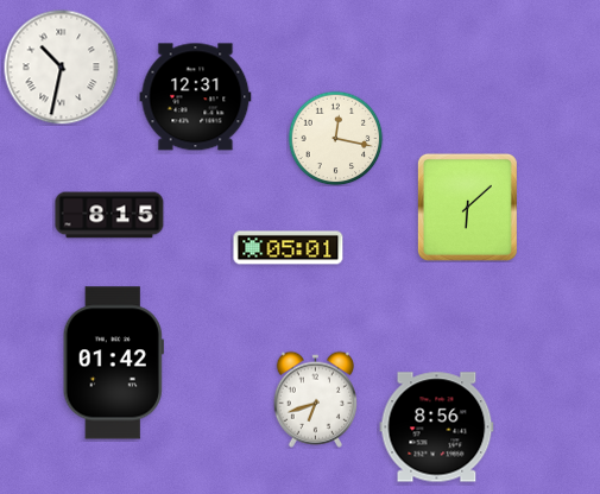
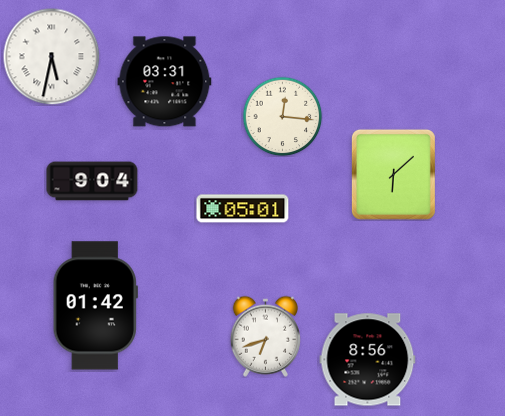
clock at (61, 66): 10:32 -> 5:32
clock at (196, 97): 12:31 -> 03:31
clock at (335, 138): 12:17 -> 12:16
clock at (109, 215): 8:15 -> 9:04
